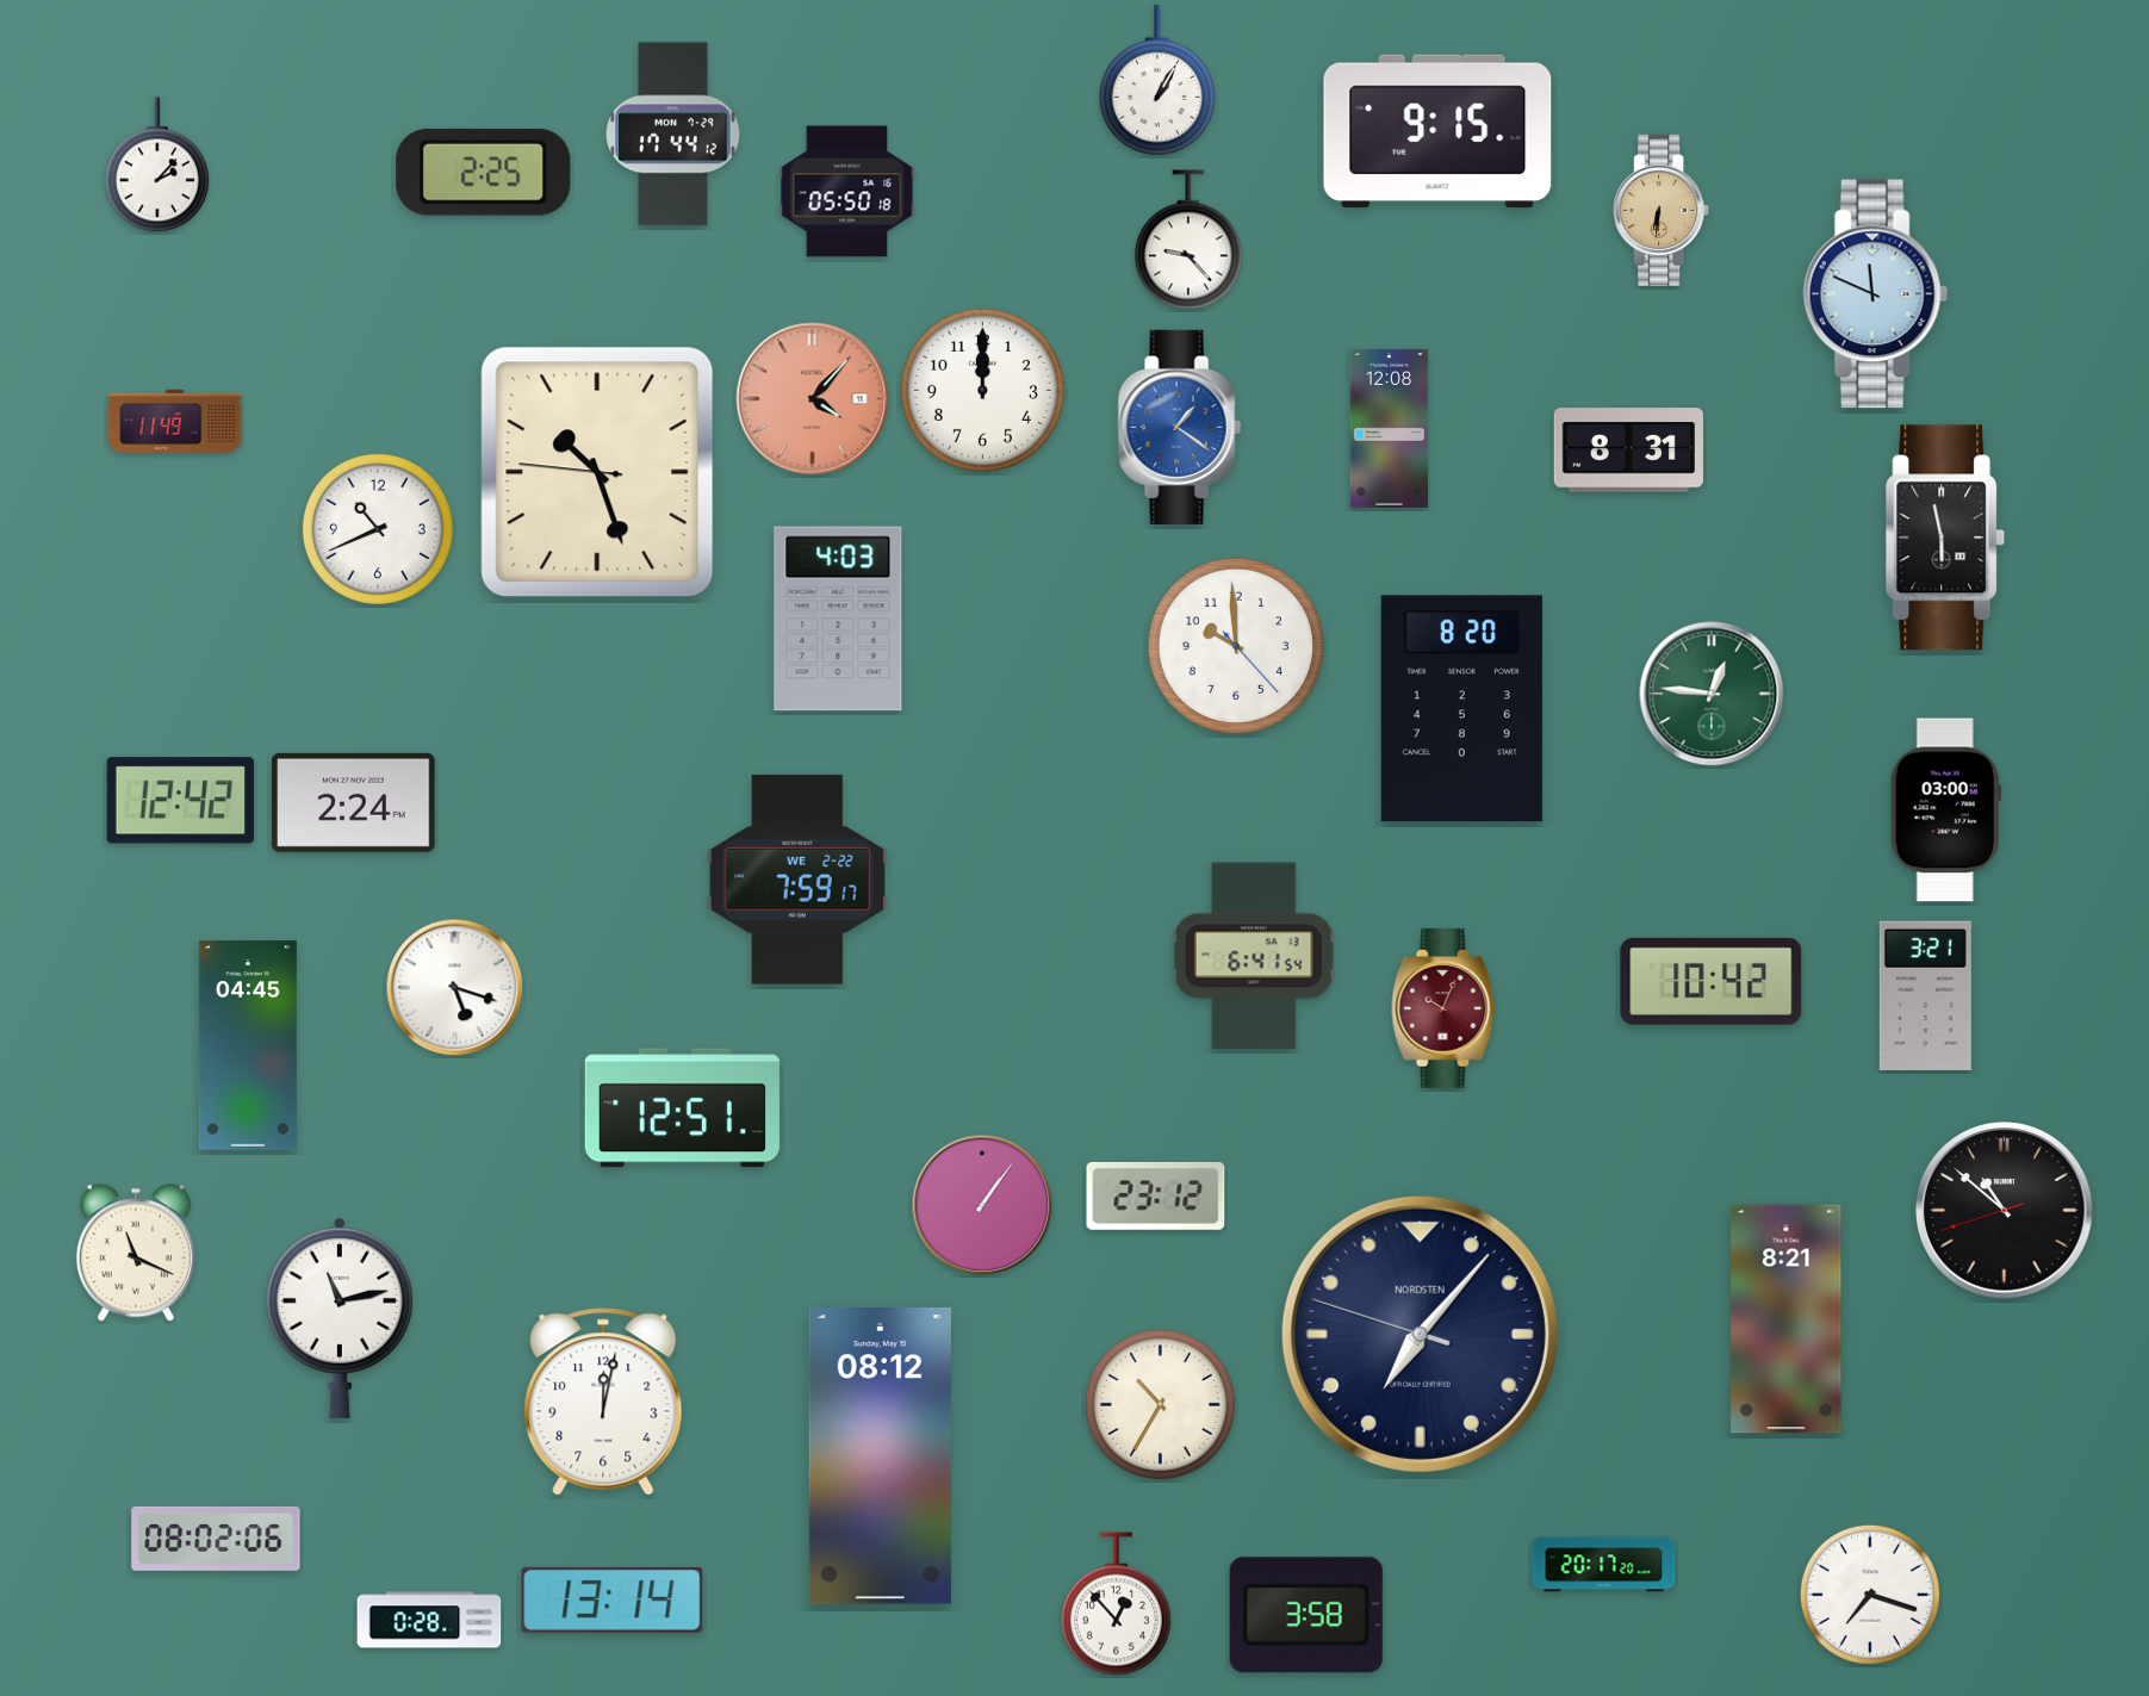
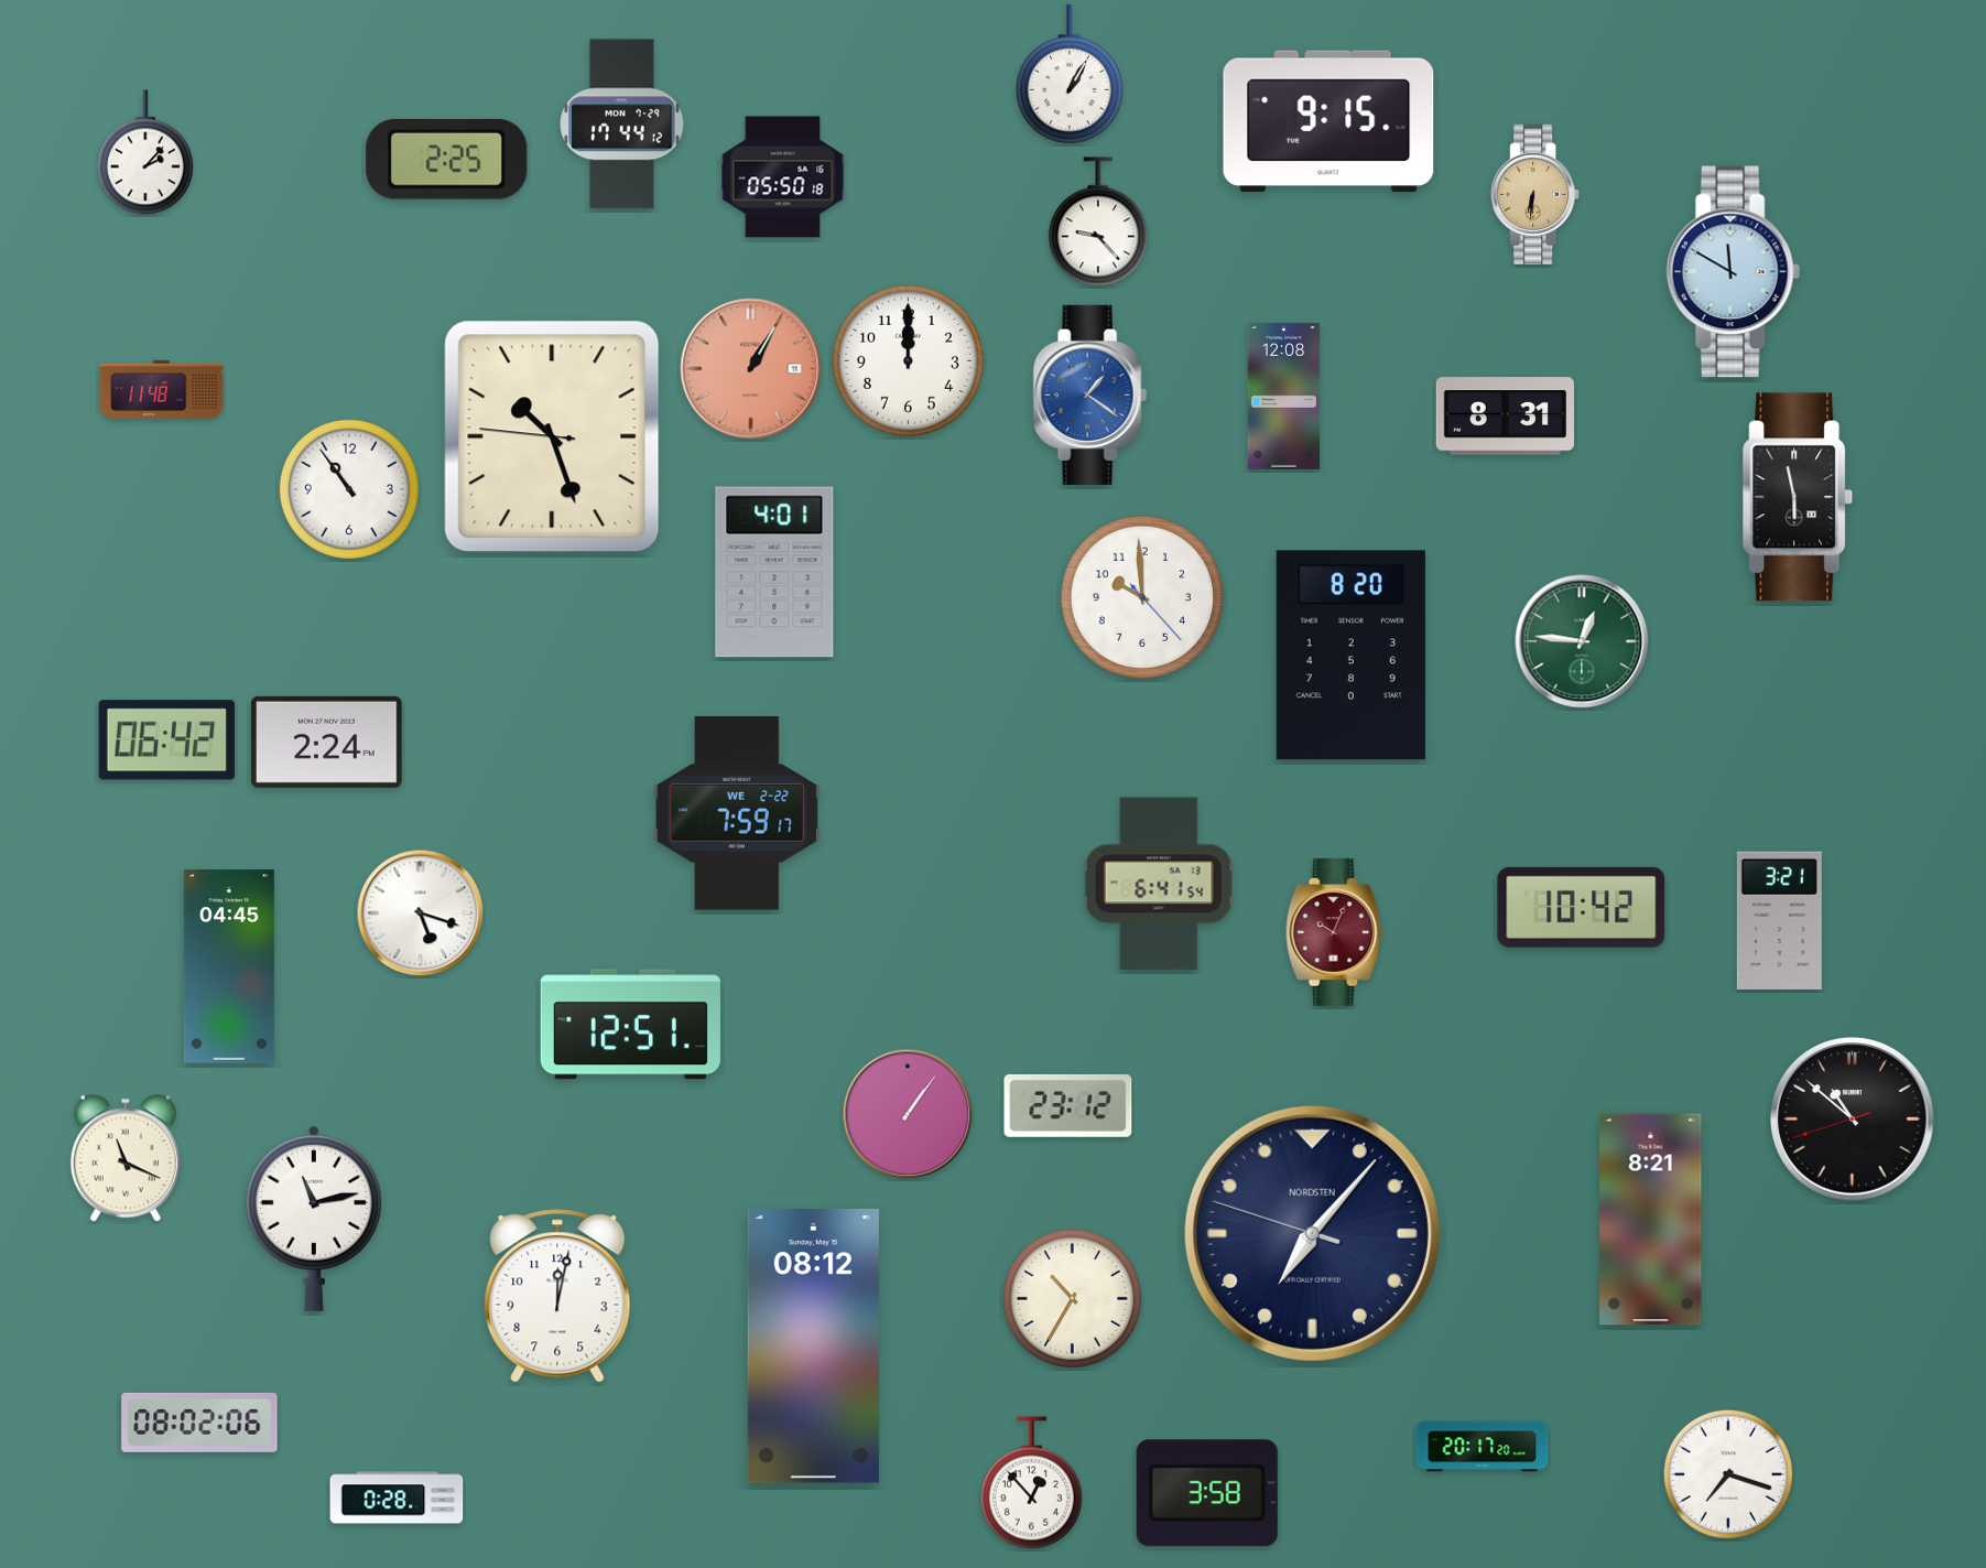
clock at (1875, 294): 11:49 -> 11:50
clock at (813, 399): 4:07 -> 1:05
clock at (175, 421): 11:49 -> 11:48
clock at (378, 529): 10:41 -> 10:54
clock at (838, 619): 4:03 -> 4:01
clock at (180, 801): 12:42 -> 06:42
clock at (1945, 810): 03:00 -> none
clock at (613, 1599): 13:14 -> none
